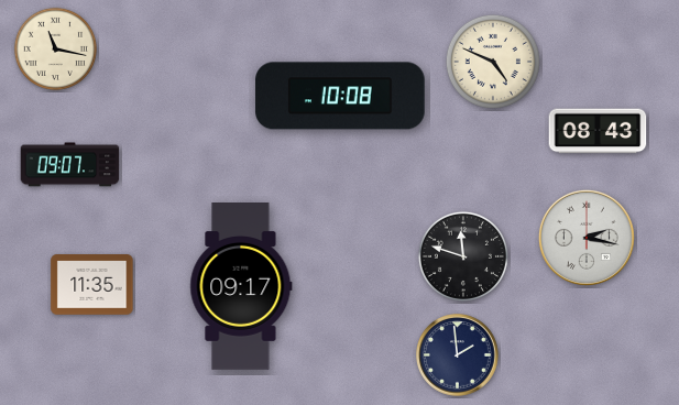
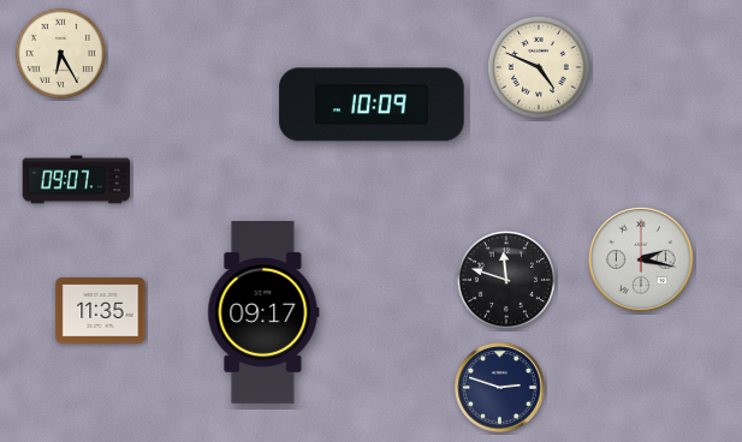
clock at (55, 48): 11:17 -> 6:25
clock at (340, 96): 10:08 -> 10:09
clock at (598, 131): 08:43 -> none
clock at (458, 355): 1:59 -> 2:48
